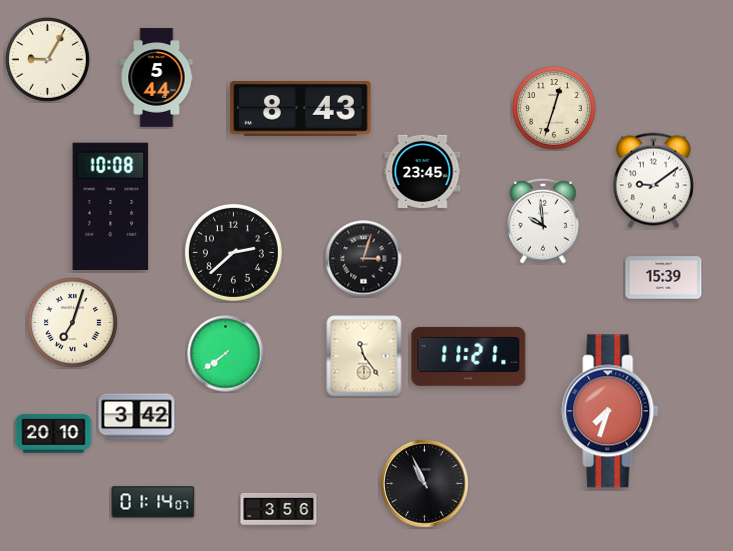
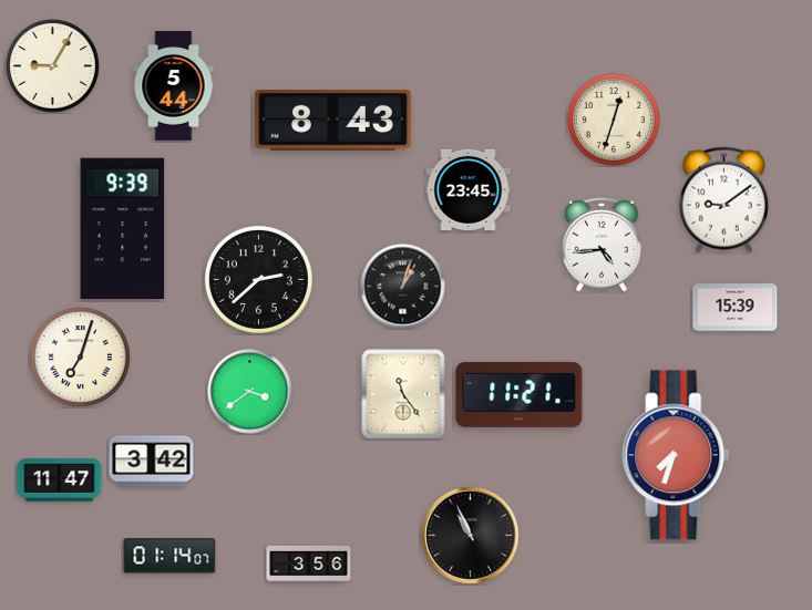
clock at (111, 206): 10:08 -> 9:39
clock at (544, 221): 9:59 -> 4:44
clock at (364, 259): 3:03 -> 1:03
clock at (226, 354): 7:39 -> 3:39
clock at (54, 434): 20:10 -> 11:47
